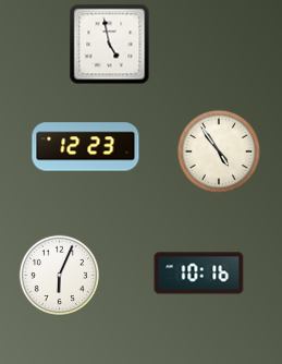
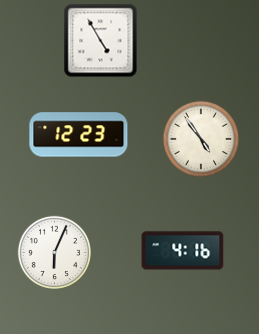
clock at (110, 45): 4:58 -> 4:55
clock at (199, 274): 10:16 -> 4:16
